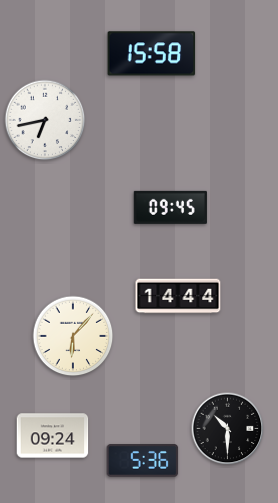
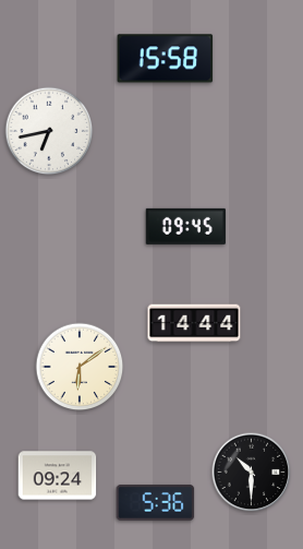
clock at (73, 336): 6:07 -> 6:09
clock at (228, 429) position: (228, 429) -> (252, 473)
